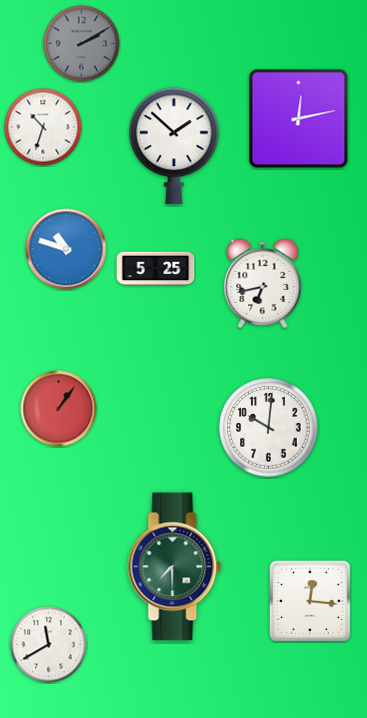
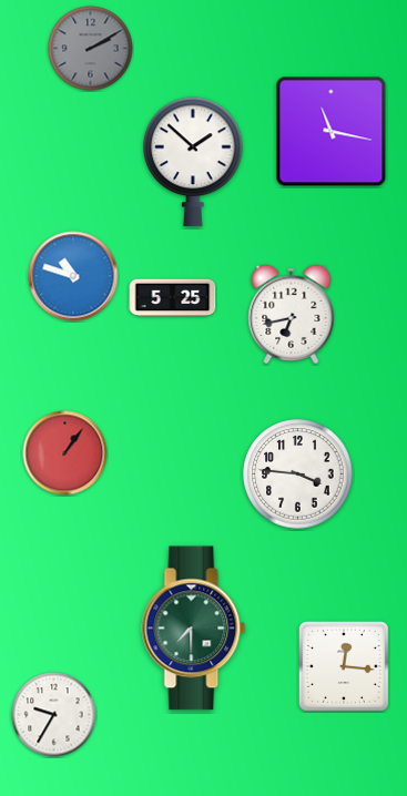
clock at (299, 119): 12:13 -> 11:17
clock at (43, 127): 10:33 -> none
clock at (269, 428): 10:01 -> 3:46
clock at (49, 645): 11:40 -> 9:35
